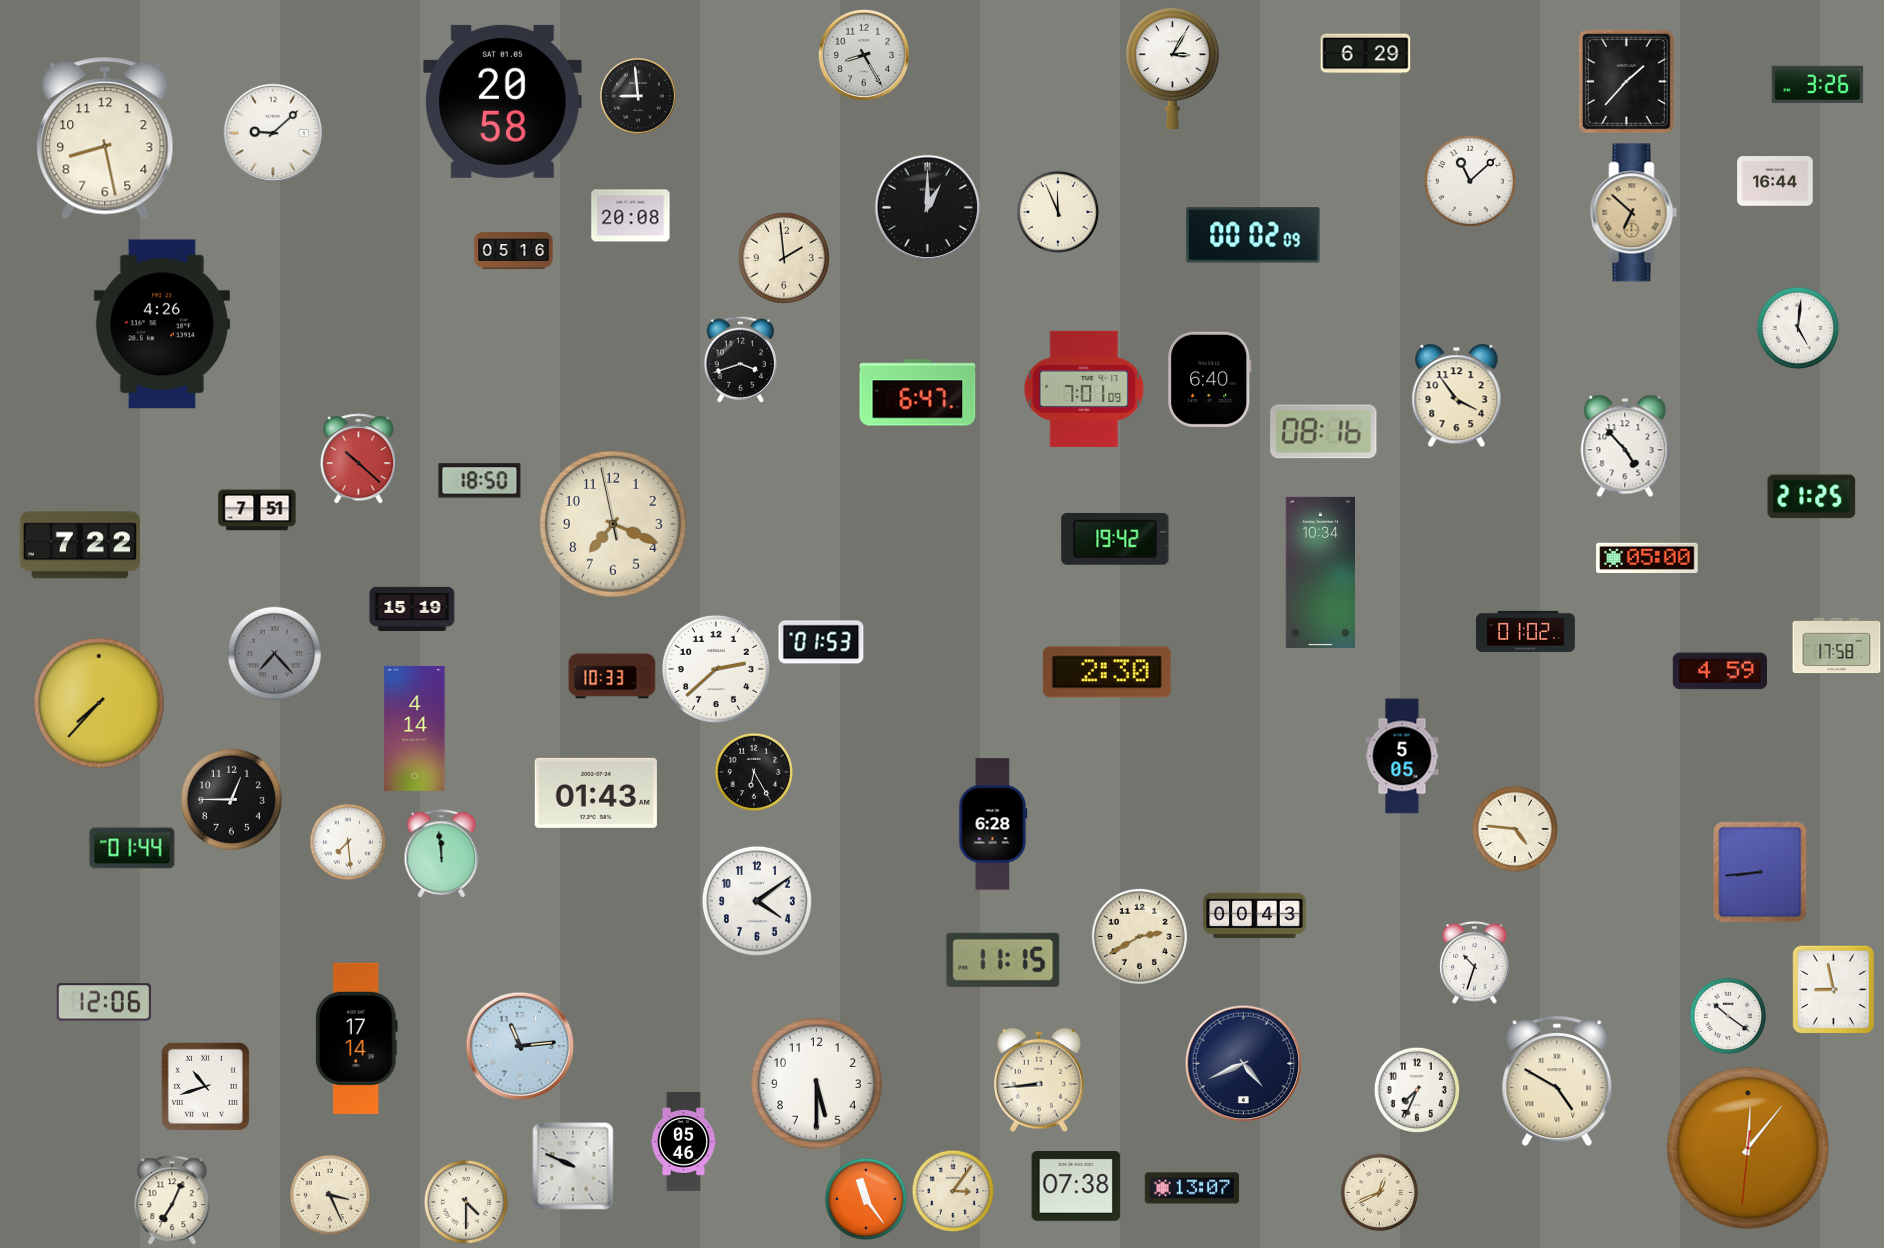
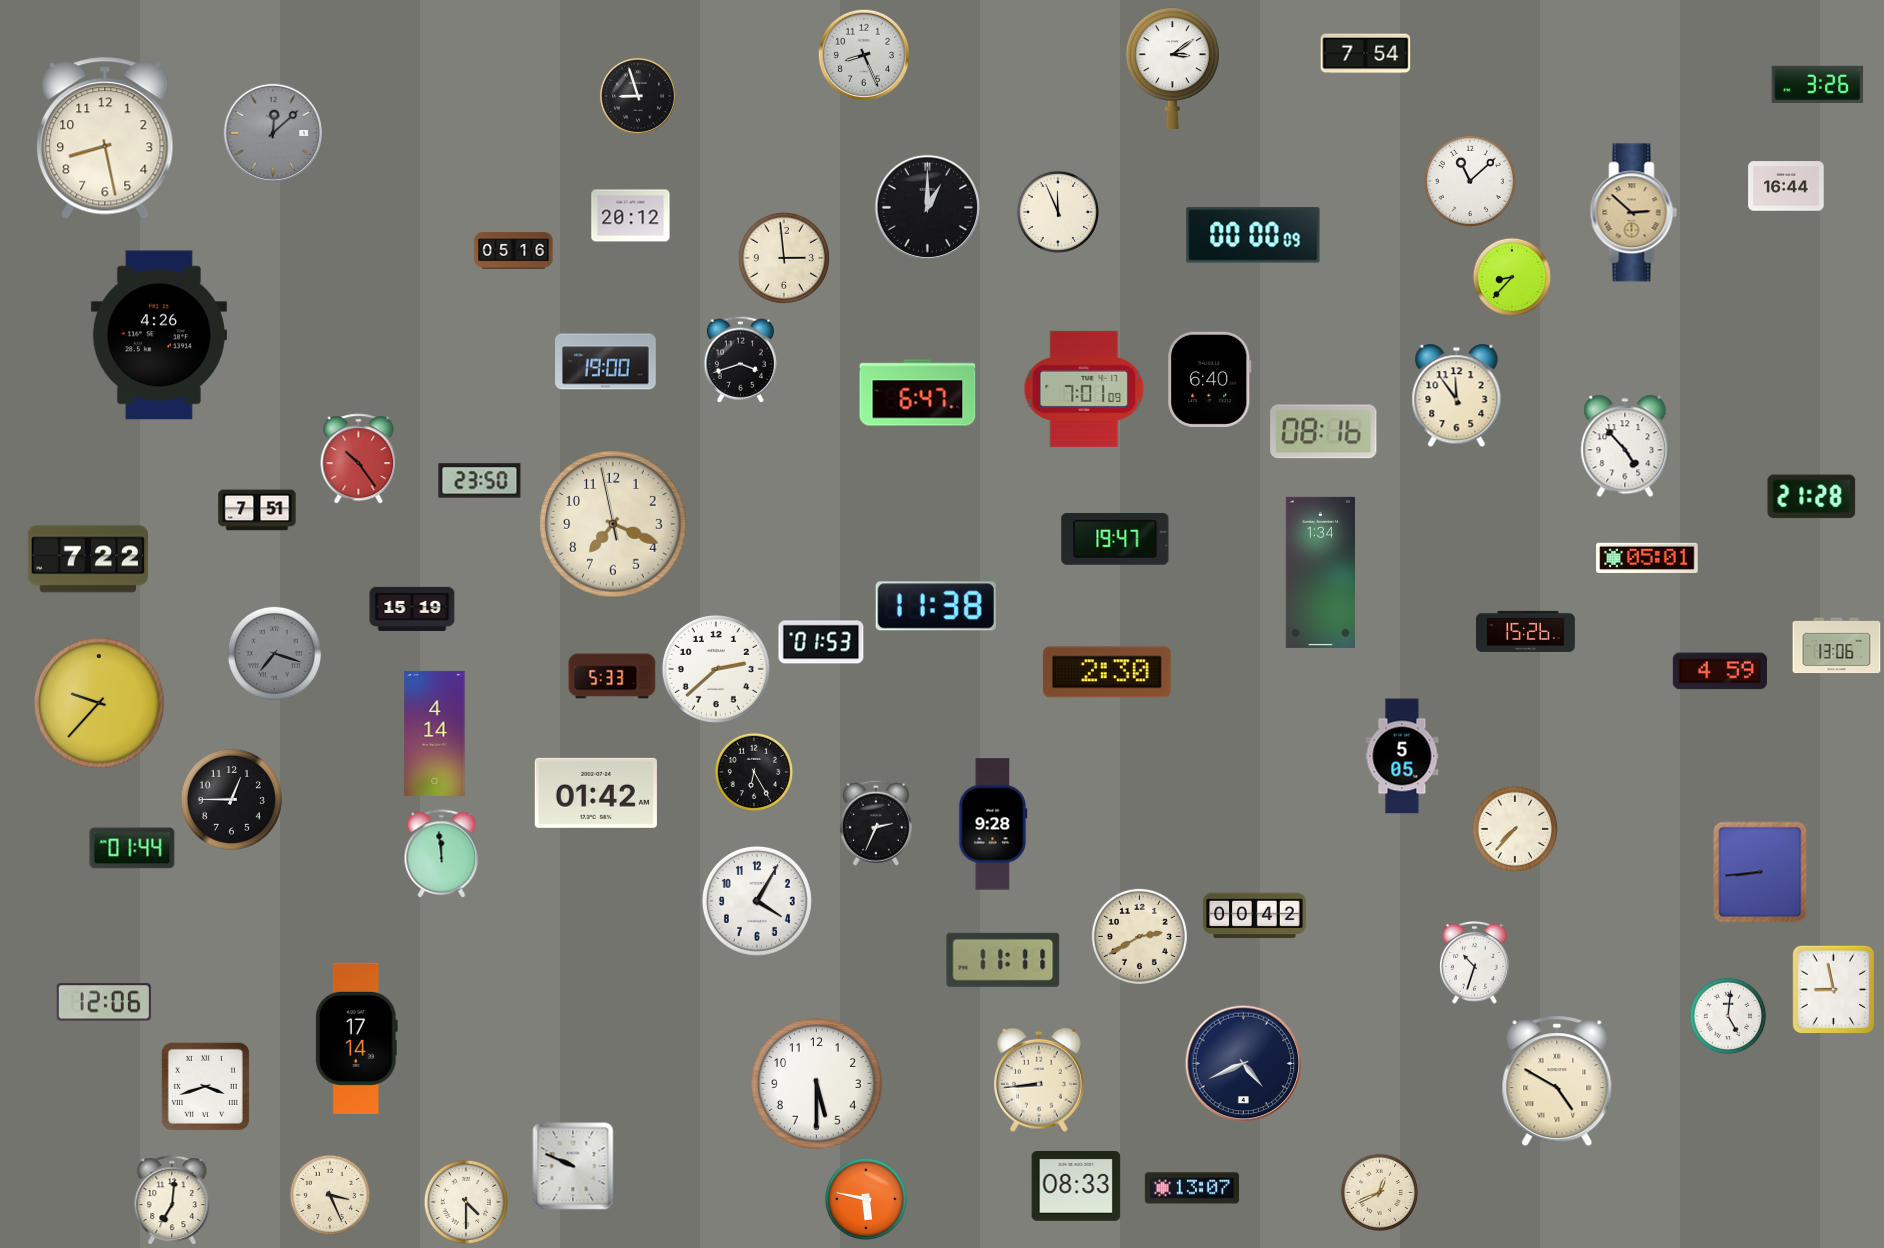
clock at (1366, 54): 6:29 -> 7:54
clock at (864, 55): 8:25 -> 8:26
clock at (1172, 68): 3:05 -> 3:09
clock at (1626, 81): 1:37 -> none
clock at (638, 96): 8:59 -> 8:57
clock at (503, 101): 20:58 -> none
clock at (272, 132): 9:08 -> 12:08
clock at (272, 132) dial: white -> grey
clock at (1775, 181) position: (1775, 181) -> (1786, 186)
clock at (1634, 213): 6:52 -> 2:52
clock at (631, 216): 20:08 -> 20:12
clock at (1253, 235): 00:02 -> 00:00
clock at (784, 258): 1:59 -> 2:59
clock at (1512, 277): none -> 8:37
clock at (162, 324) position: (162, 324) -> (159, 335)
clock at (1797, 327): 5:01 -> none
clock at (606, 362): none -> 19:00
clock at (1457, 396): 3:54 -> 11:54
clock at (359, 459): 10:22 -> 10:24
clock at (480, 481): 18:50 -> 23:50
clock at (1812, 497): 21:25 -> 21:28
clock at (1115, 539): 19:42 -> 19:47
clock at (79, 545) position: (79, 545) -> (87, 559)
clock at (1647, 557): 05:00 -> 05:01
clock at (1320, 572): 10:34 -> 1:34
clock at (936, 606): none -> 11:38
clock at (1526, 631): 01:02 -> 15:26
clock at (1837, 646): 17:58 -> 13:06
clock at (274, 653): 7:23 -> 7:18
clock at (612, 676): 10:33 -> 5:33
clock at (99, 703): 7:37 -> 9:37
clock at (415, 728) position: (415, 728) -> (435, 733)
clock at (596, 793): 01:43 -> 01:42
clock at (876, 823): none -> 2:34
clock at (993, 824): 6:28 -> 9:28
clock at (1515, 829): 4:46 -> 7:37
clock at (348, 842): 7:29 -> none
clock at (757, 901): 4:09 -> 4:05
clock at (1255, 916): 00:43 -> 00:42
clock at (1003, 960): 11:15 -> 11:11
clock at (1728, 1016): 10:21 -> 5:01
clock at (520, 1046): 11:14 -> none
clock at (205, 1086): 10:42 -> 3:42
clock at (1417, 1090): 7:34 -> none
clock at (683, 1142): 05:46 -> none
clock at (1748, 1148): 12:06 -> none
clock at (1076, 1187): 07:38 -> 08:33
clock at (952, 1190): 3:06 -> none
clock at (865, 1198): 11:24 -> 5:47
clock at (172, 1201): 7:04 -> 7:01
